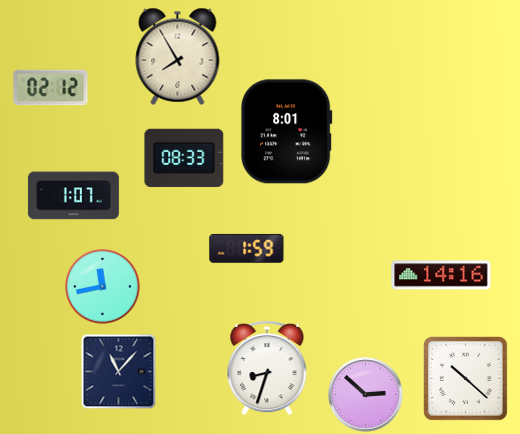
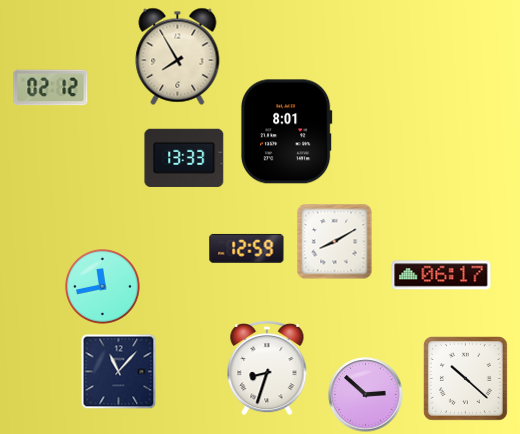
clock at (184, 158): 08:33 -> 13:33
clock at (73, 196): 1:07 -> none
clock at (335, 242): none -> 8:10
clock at (247, 248): 1:59 -> 12:59
clock at (441, 275): 14:16 -> 06:17
